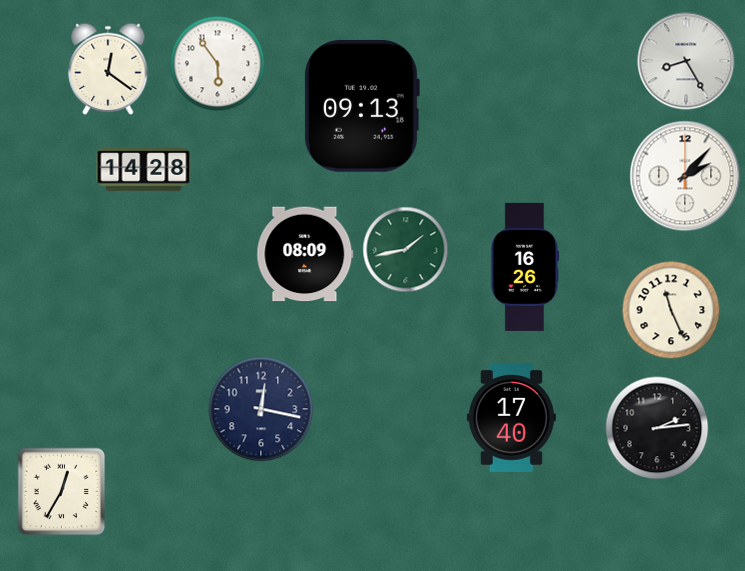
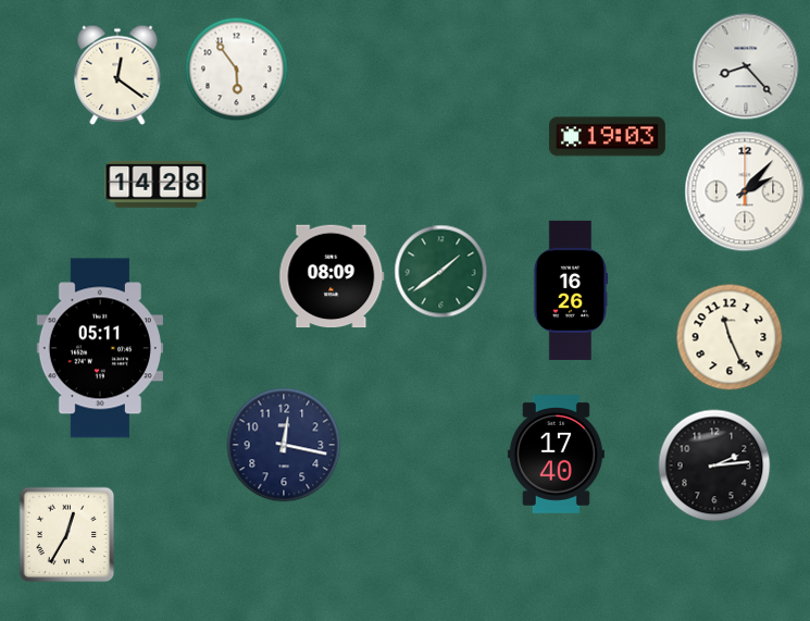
clock at (686, 61): 8:25 -> 8:23
clock at (362, 106): 09:13 -> none
clock at (607, 137): none -> 19:03
clock at (406, 250): 1:43 -> 1:39
clock at (100, 348): none -> 05:11
